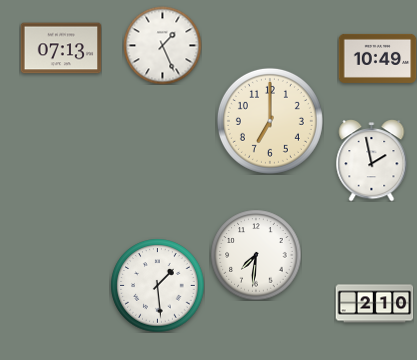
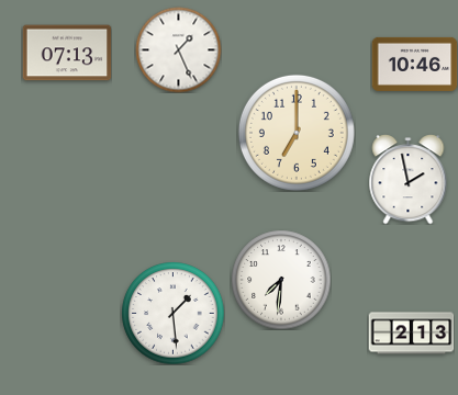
clock at (377, 58): 10:49 -> 10:46
clock at (372, 160) position: (372, 160) -> (409, 179)
clock at (374, 304): 2:10 -> 2:13
